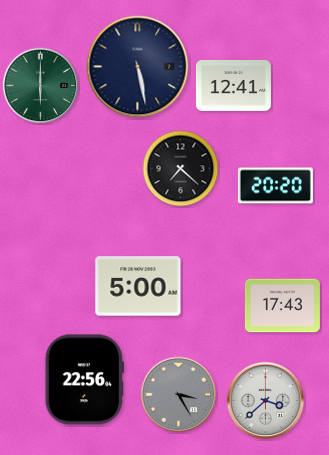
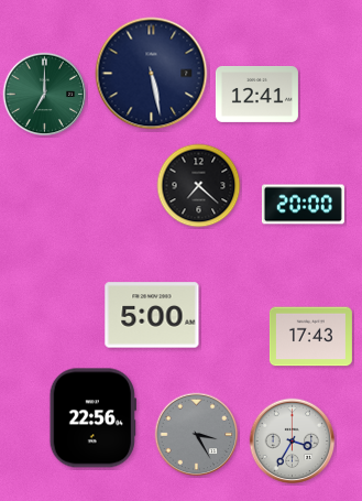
clock at (41, 86): 6:00 -> 7:00
clock at (275, 186): 20:20 -> 20:00
clock at (266, 401): 3:38 -> 3:35
